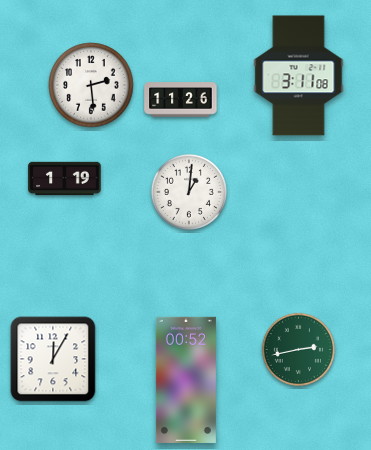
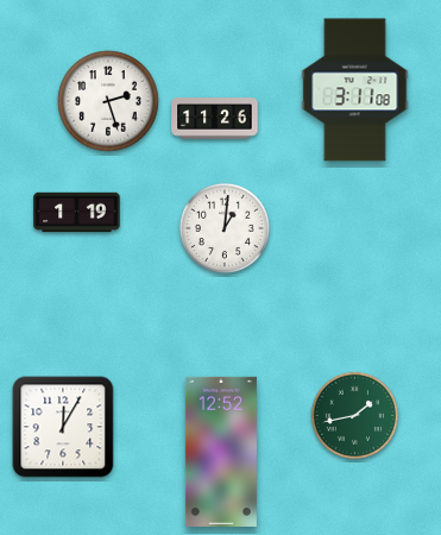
clock at (91, 85): 2:29 -> 2:27
clock at (298, 349): 2:43 -> 1:43
clock at (186, 380): 00:52 -> 12:52
